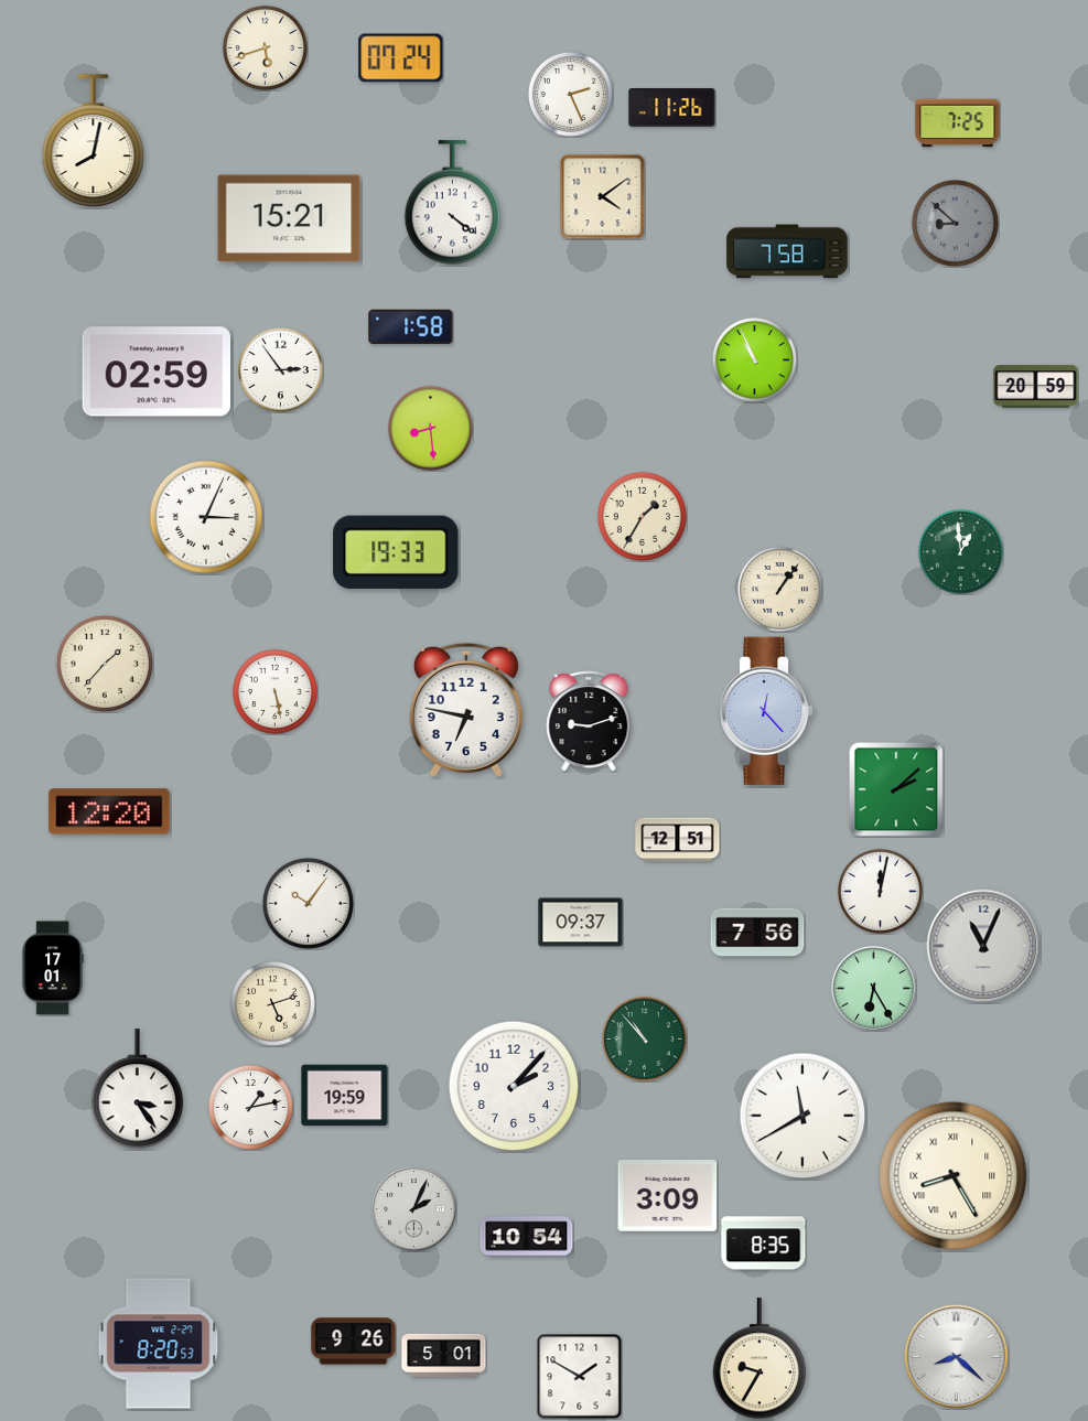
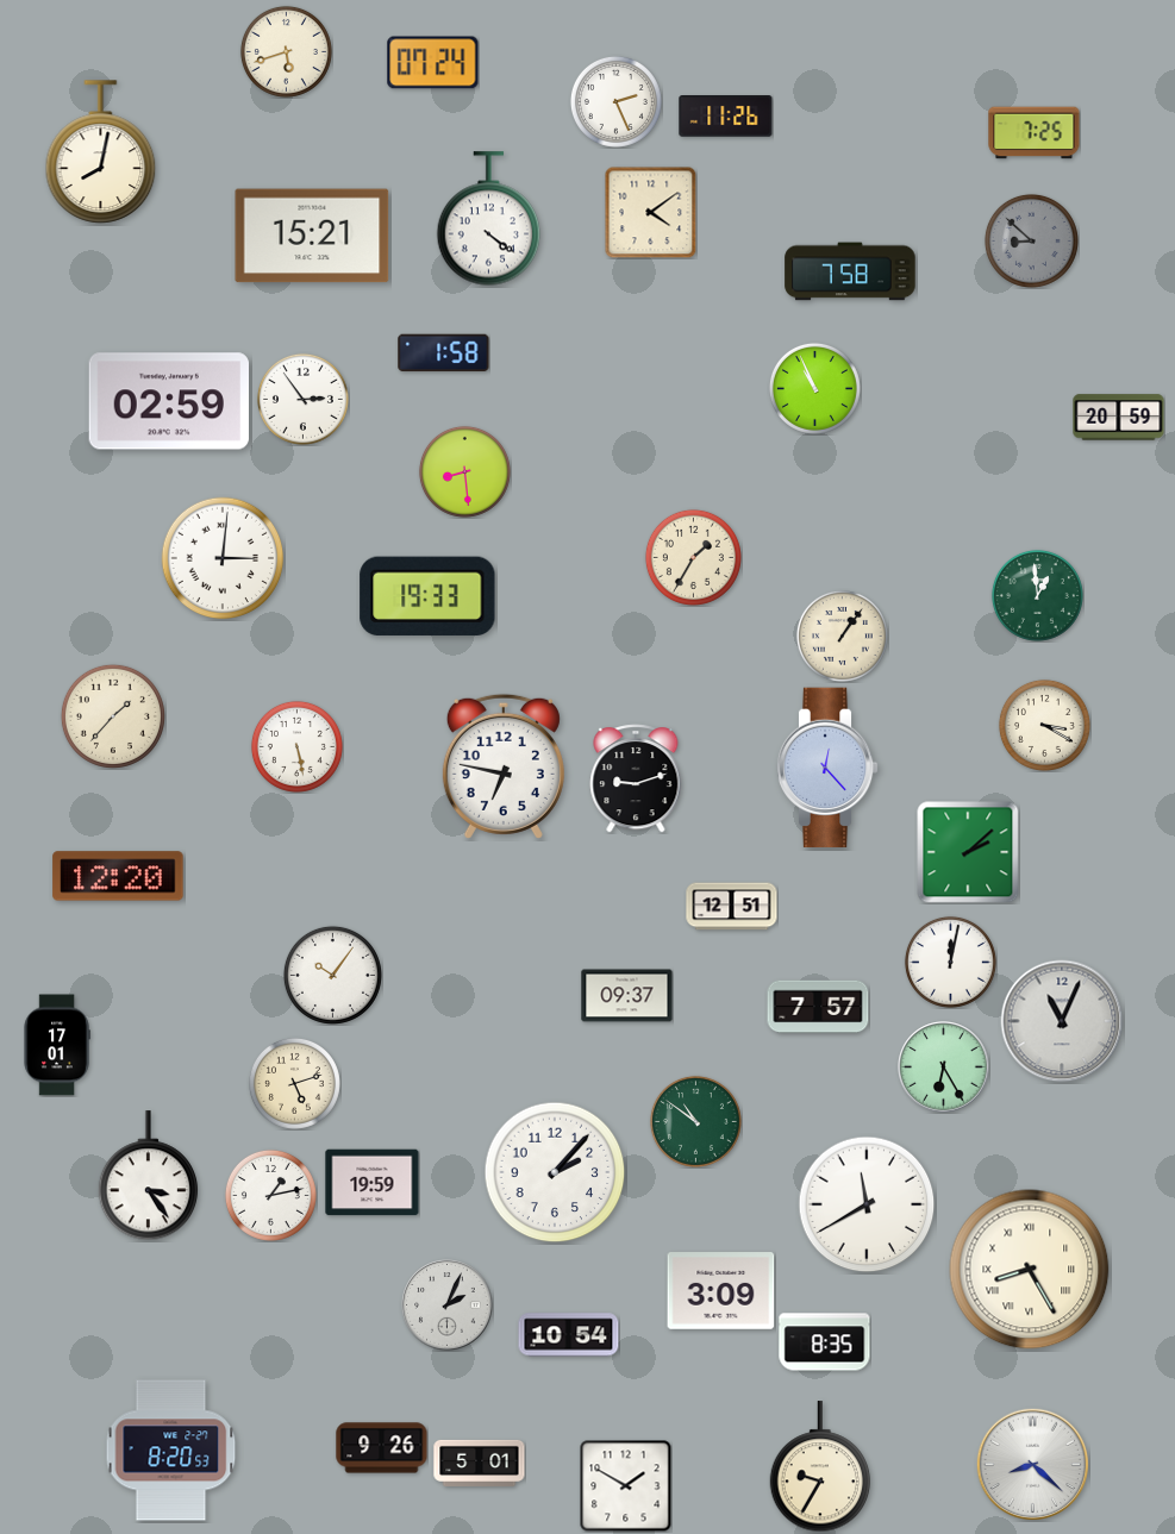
clock at (430, 428) position: (430, 428) -> (464, 471)
clock at (206, 517): 3:04 -> 3:01
clock at (1044, 725): none -> 3:20
clock at (757, 933): 7:56 -> 7:57
clock at (644, 1038): 10:53 -> 10:51
